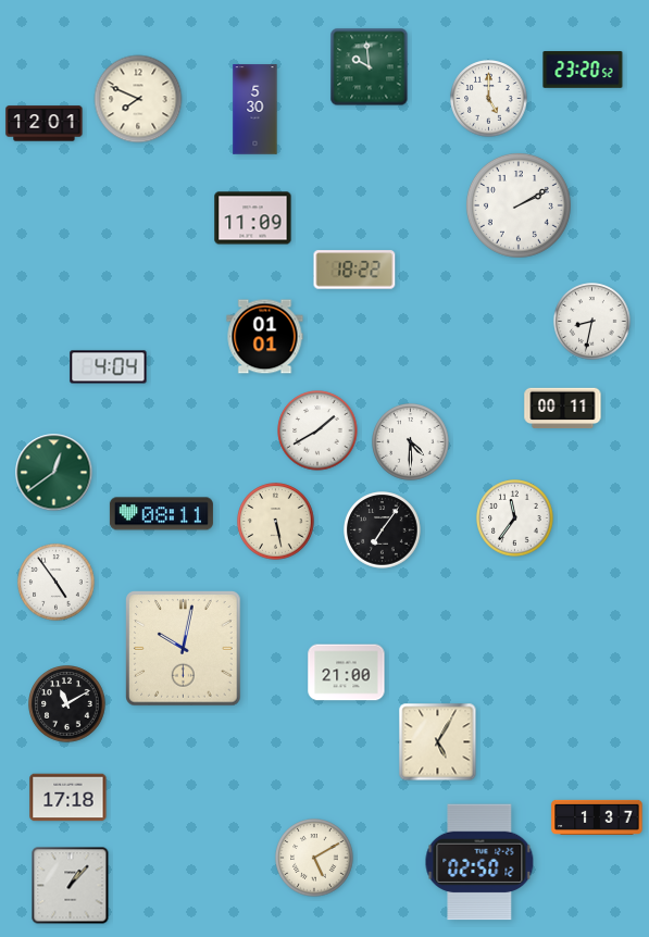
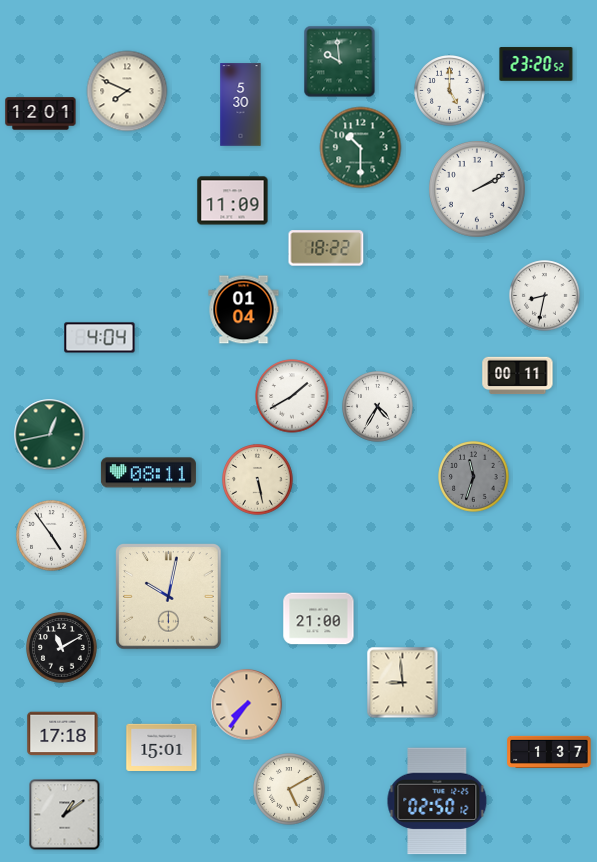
clock at (255, 110) position: (255, 110) -> (241, 105)
clock at (361, 148): none -> 10:30
clock at (265, 337): 01:01 -> 01:04
clock at (411, 442): 4:30 -> 4:35
clock at (54, 473): 12:39 -> 12:43
clock at (515, 519): 11:36 -> 11:33
clock at (515, 519) dial: white -> grey
clock at (276, 522) position: (276, 522) -> (258, 480)
clock at (383, 530): 7:06 -> none
clock at (438, 742): 5:05 -> 8:59
clock at (247, 705): none -> 7:36
clock at (162, 747): none -> 15:01
clock at (479, 862) position: (479, 862) -> (437, 801)
clock at (71, 886): 1:07 -> 1:09
